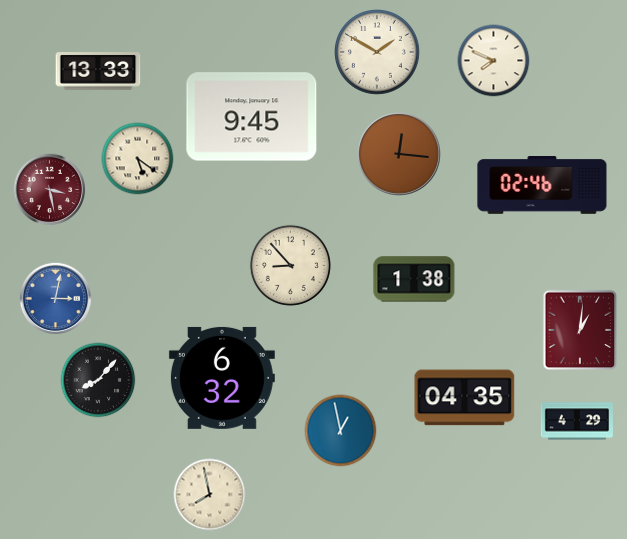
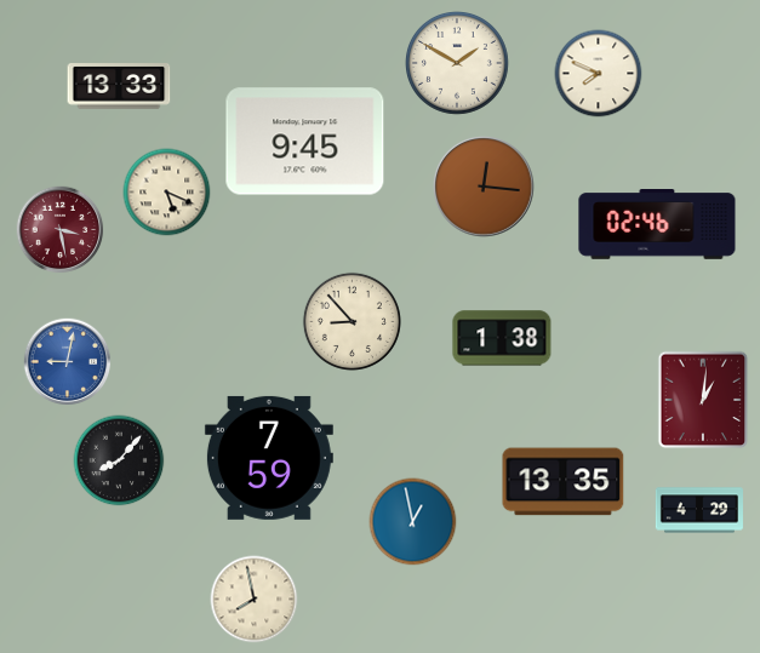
clock at (138, 159): 5:21 -> 5:19
clock at (56, 299): 3:02 -> 9:02
clock at (222, 378): 6:32 -> 7:59
clock at (465, 398): 04:35 -> 13:35
